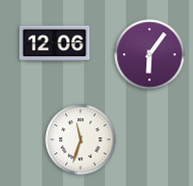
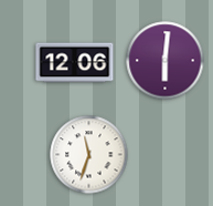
clock at (55, 44) position: (55, 44) -> (75, 63)
clock at (150, 55): 6:06 -> 6:01
